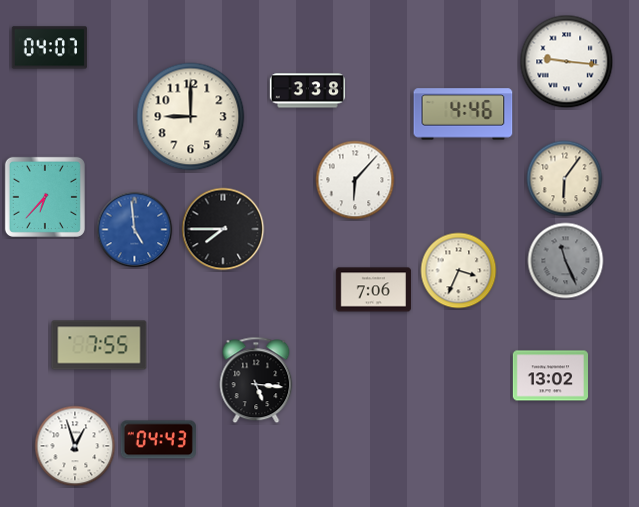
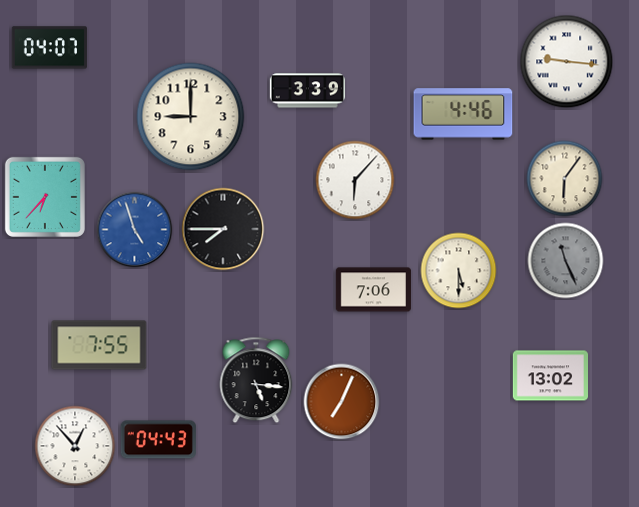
clock at (307, 91): 3:38 -> 3:39
clock at (135, 230): 4:59 -> 4:57
clock at (459, 271): 3:34 -> 5:30
clock at (342, 402): none -> 7:04
clock at (75, 446): 12:57 -> 12:53
